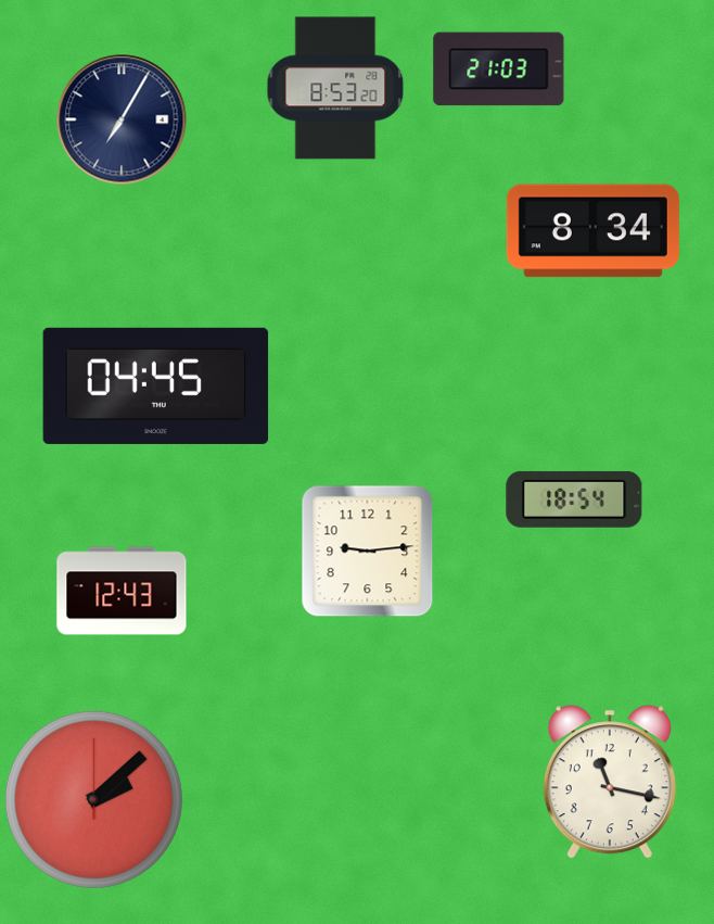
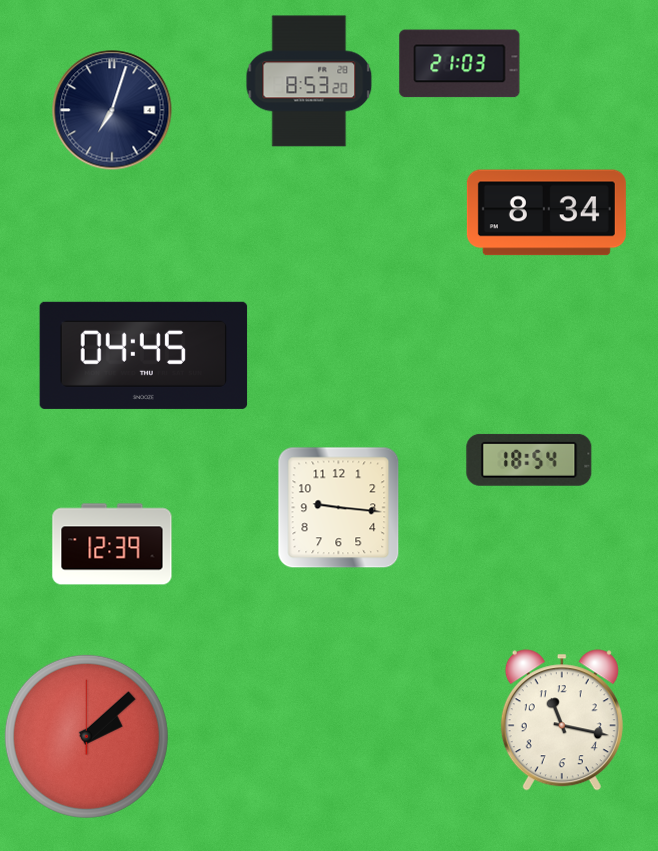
clock at (122, 119): 7:05 -> 7:03
clock at (367, 550): 9:14 -> 9:16
clock at (122, 591): 12:43 -> 12:39
